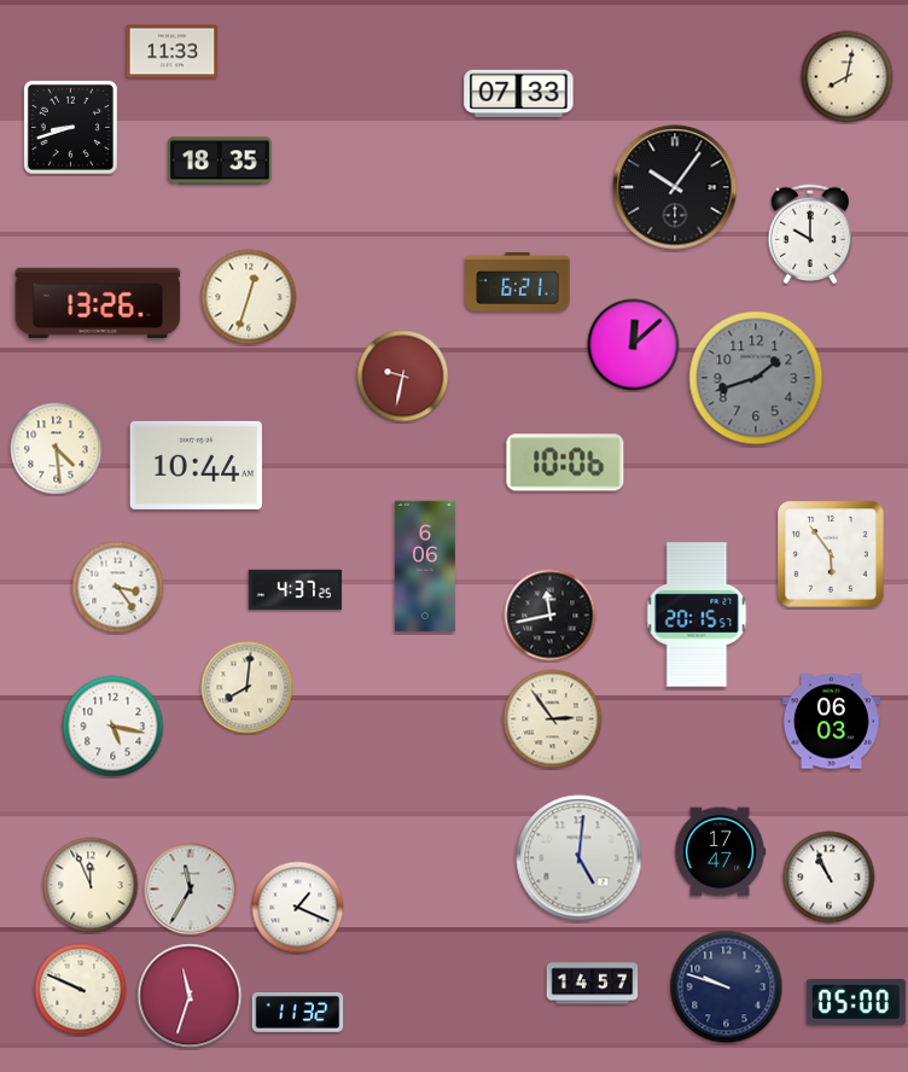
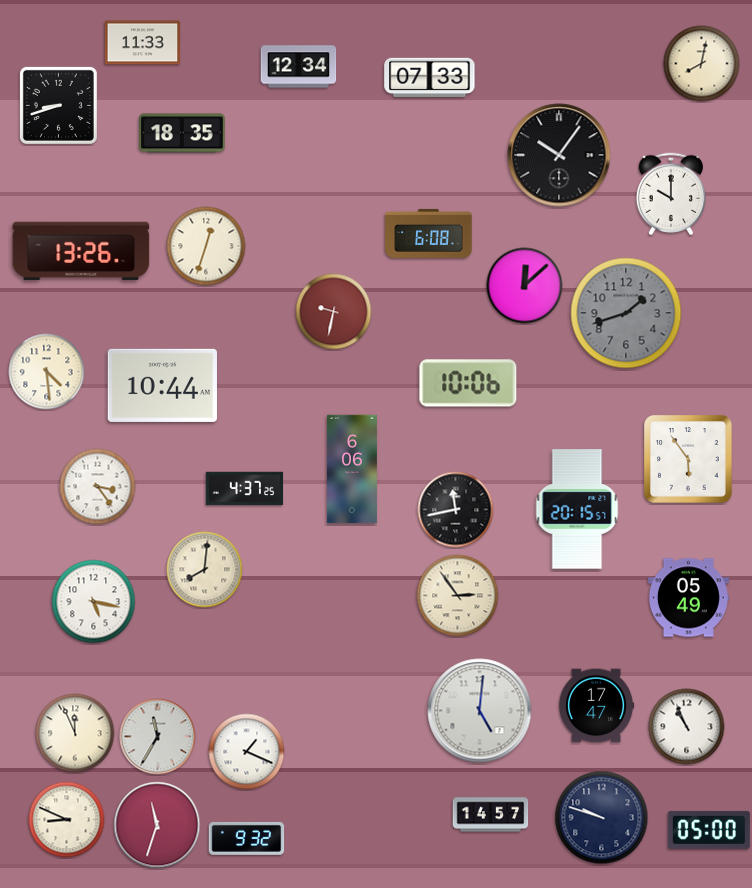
clock at (299, 67): none -> 12:34
clock at (518, 281): 6:21 -> 6:08
clock at (831, 722): 06:03 -> 05:49
clock at (81, 990): 9:49 -> 8:49
clock at (298, 1012): 11:32 -> 9:32
